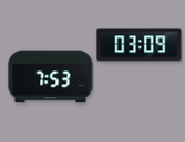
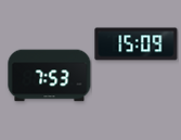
clock at (140, 45): 03:09 -> 15:09
